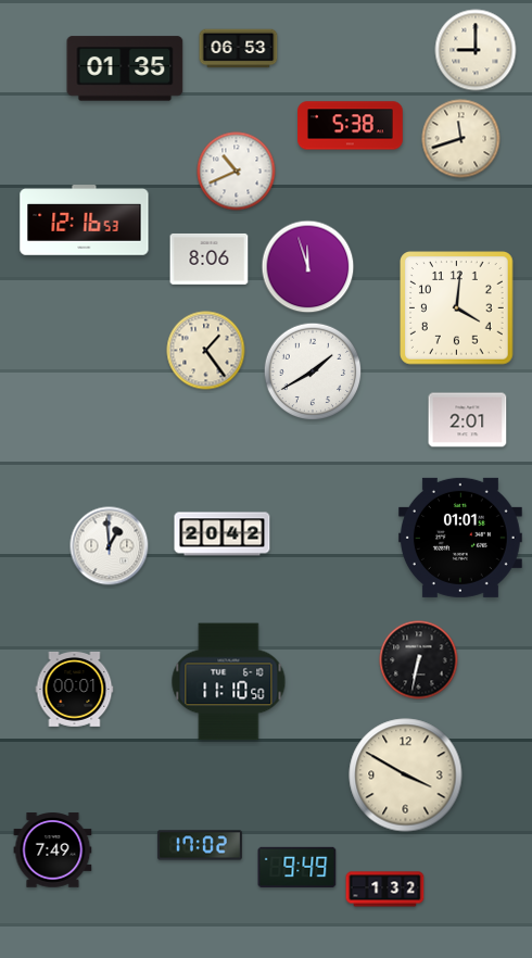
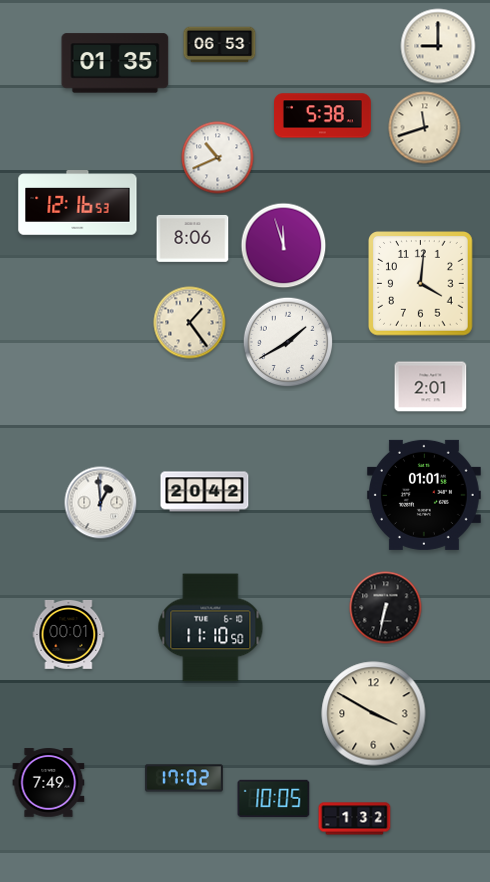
clock at (297, 867): 9:49 -> 10:05
